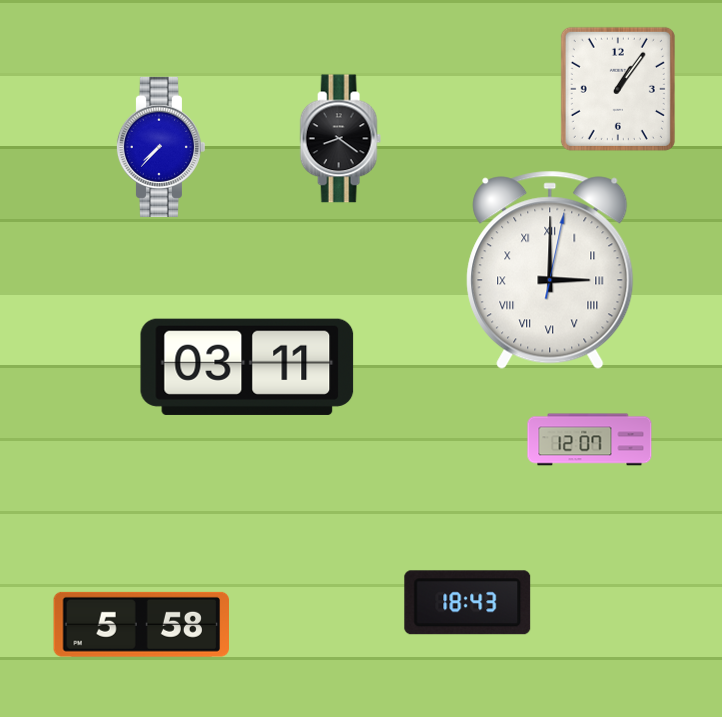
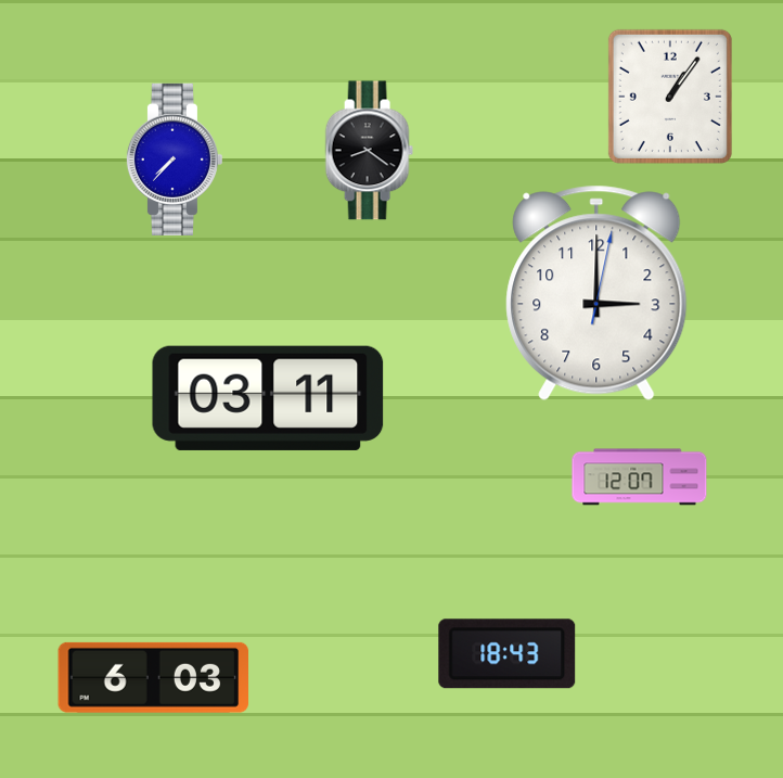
clock at (550, 270) numerals: Roman -> Arabic
clock at (142, 624): 5:58 -> 6:03
